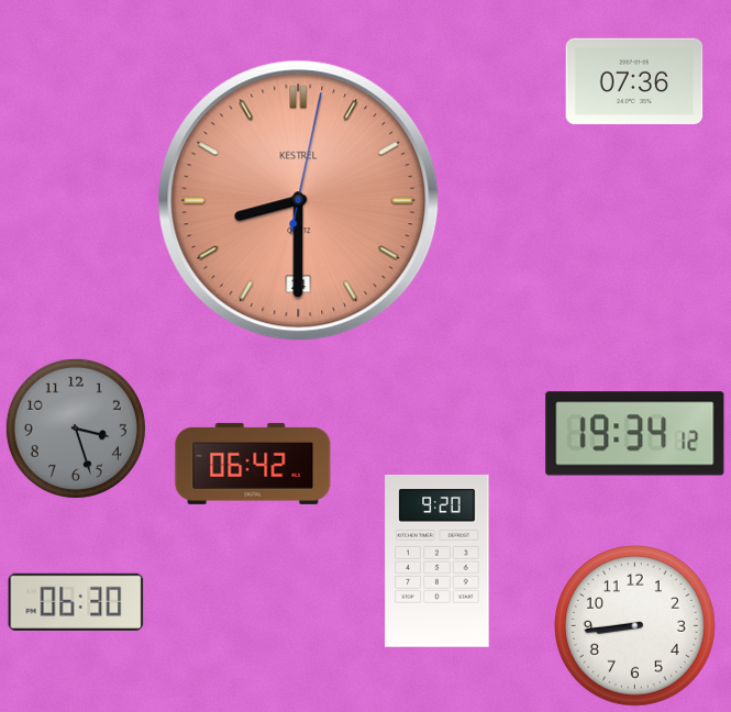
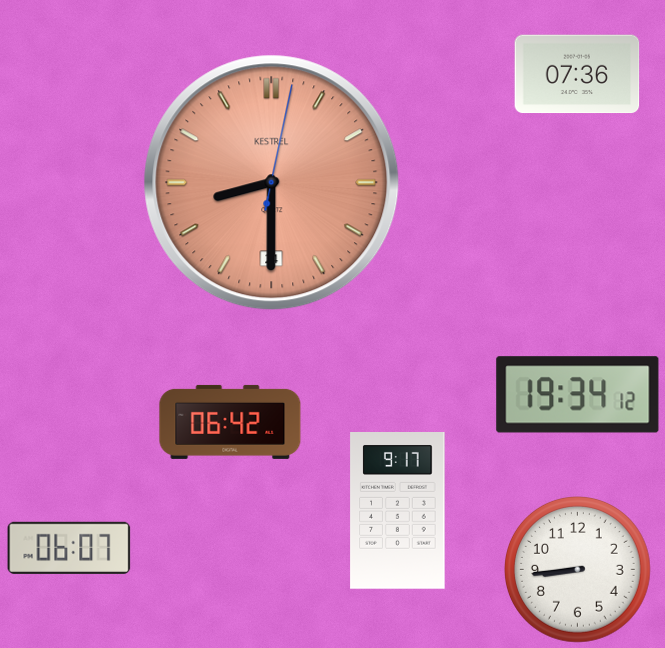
clock at (76, 429): 3:27 -> none
clock at (438, 561): 9:20 -> 9:17
clock at (76, 602): 06:30 -> 06:07
